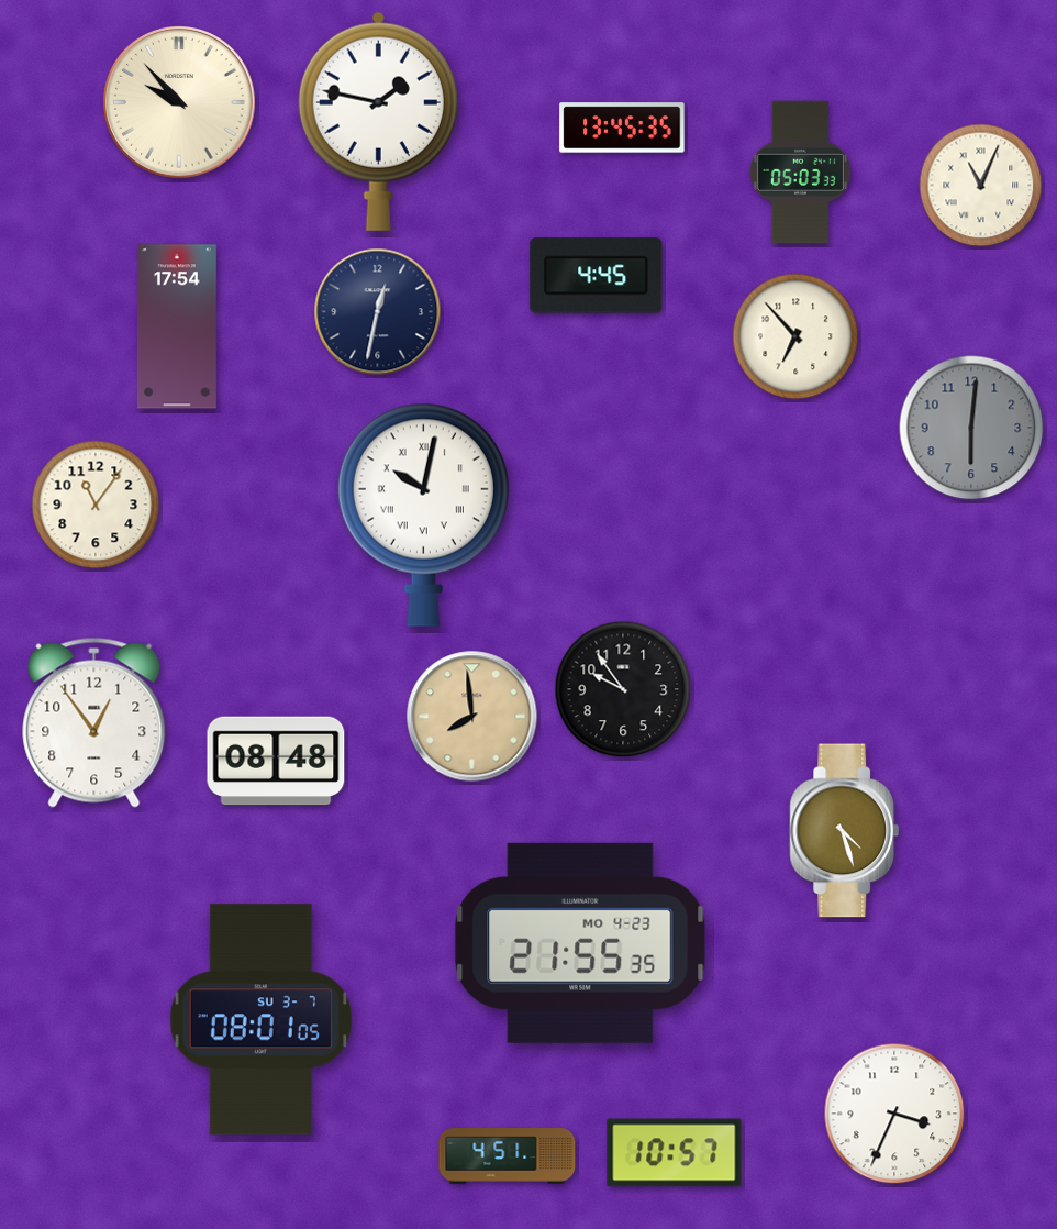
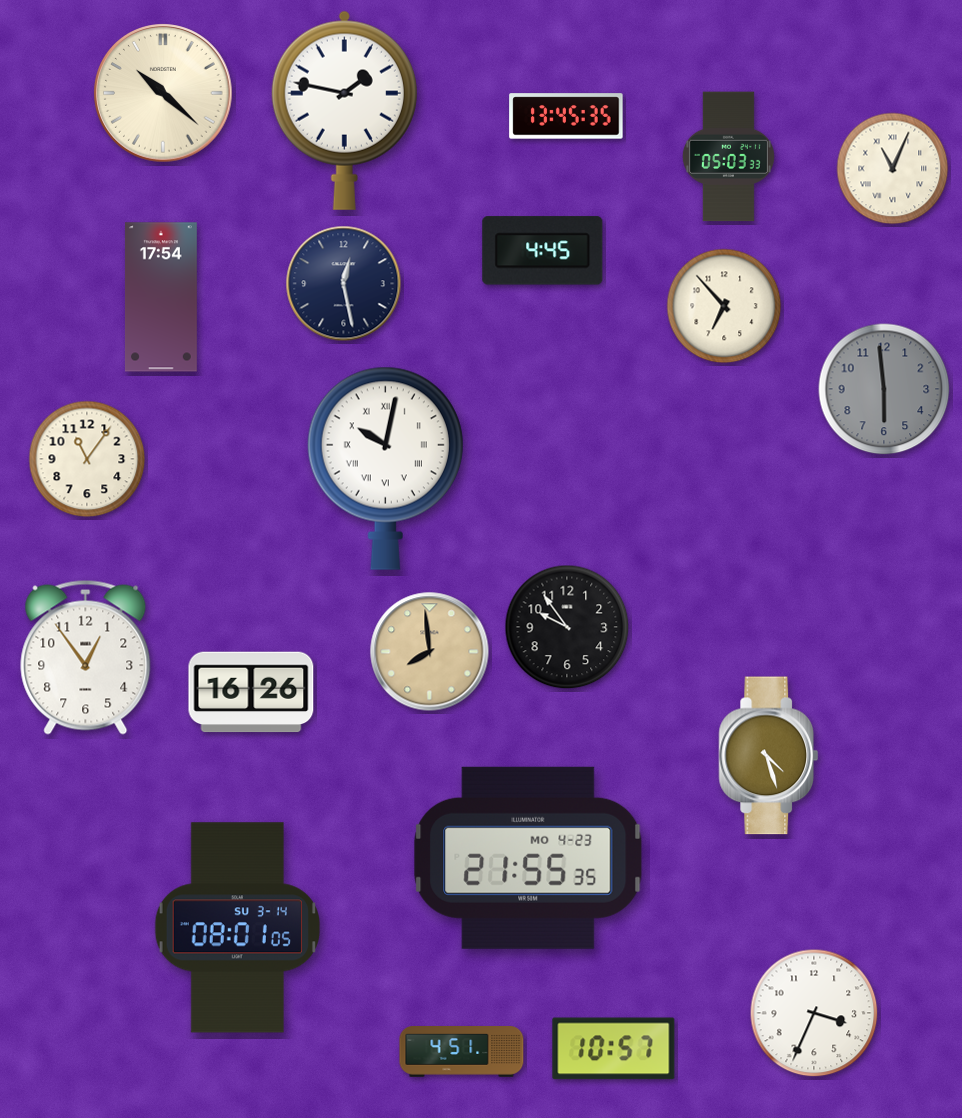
clock at (179, 102): 9:53 -> 10:22
clock at (378, 312): 12:32 -> 12:28
clock at (971, 428): 6:01 -> 5:59
clock at (276, 761): 08:48 -> 16:26
clock at (260, 1020) date: SU 3-7 -> SU 3-14
